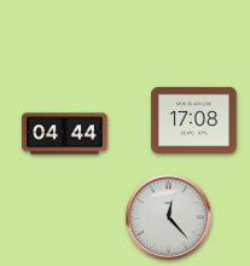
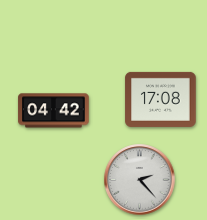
clock at (65, 134): 04:44 -> 04:42
clock at (169, 218): 12:23 -> 2:23
